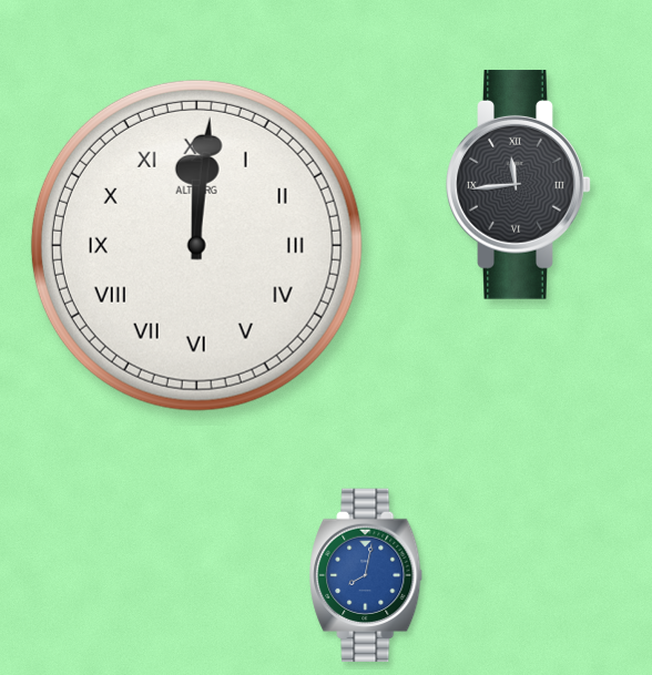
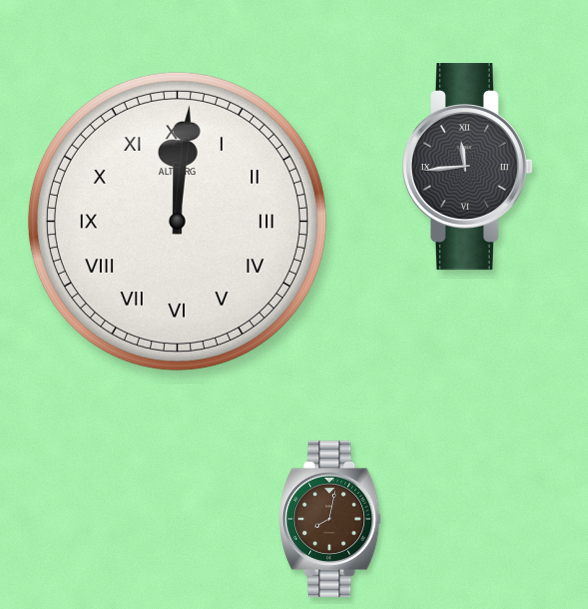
clock at (367, 575) dial: blue -> brown
